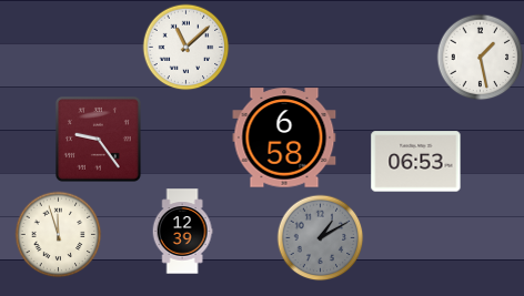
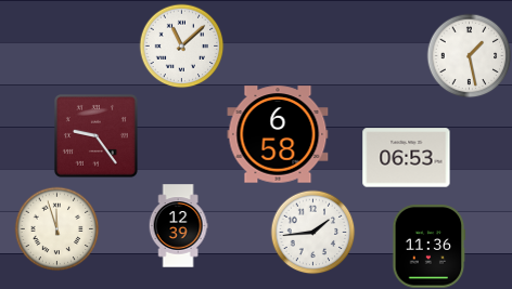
clock at (320, 237): 1:10 -> 1:44
clock at (320, 237) dial: grey -> white
clock at (430, 247): none -> 11:36
